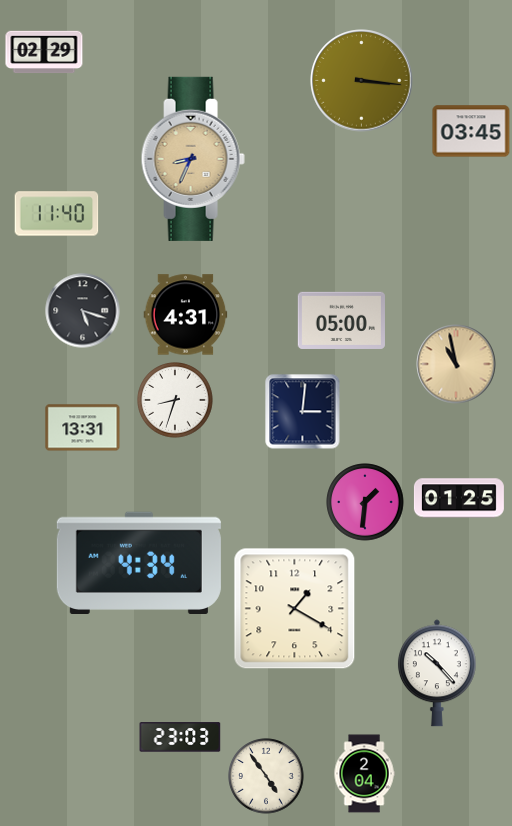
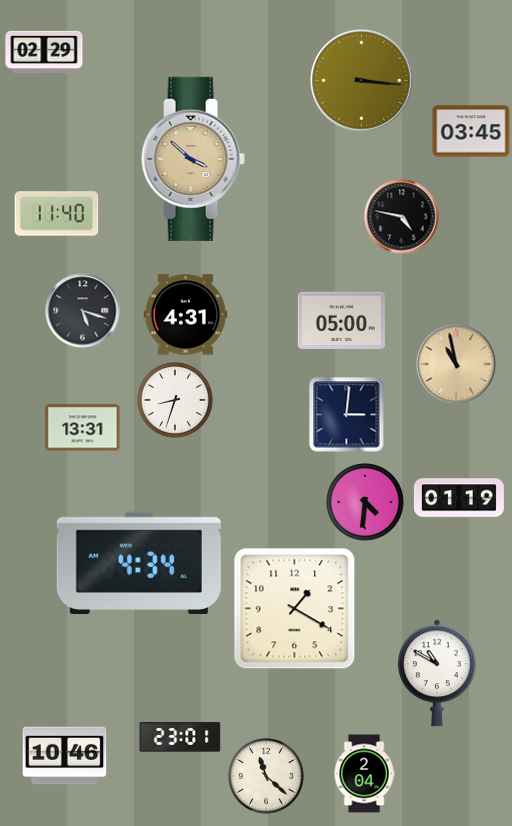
clock at (193, 159): 8:34 -> 3:52
clock at (402, 217): none -> 4:47
clock at (303, 412) position: (303, 412) -> (347, 415)
clock at (459, 498): 01:25 -> 01:19
clock at (365, 502): 1:31 -> 4:31
clock at (437, 673): 10:23 -> 10:50
clock at (180, 737): 23:03 -> 23:01
clock at (65, 756): none -> 10:46
clock at (266, 776): 4:54 -> 11:22
